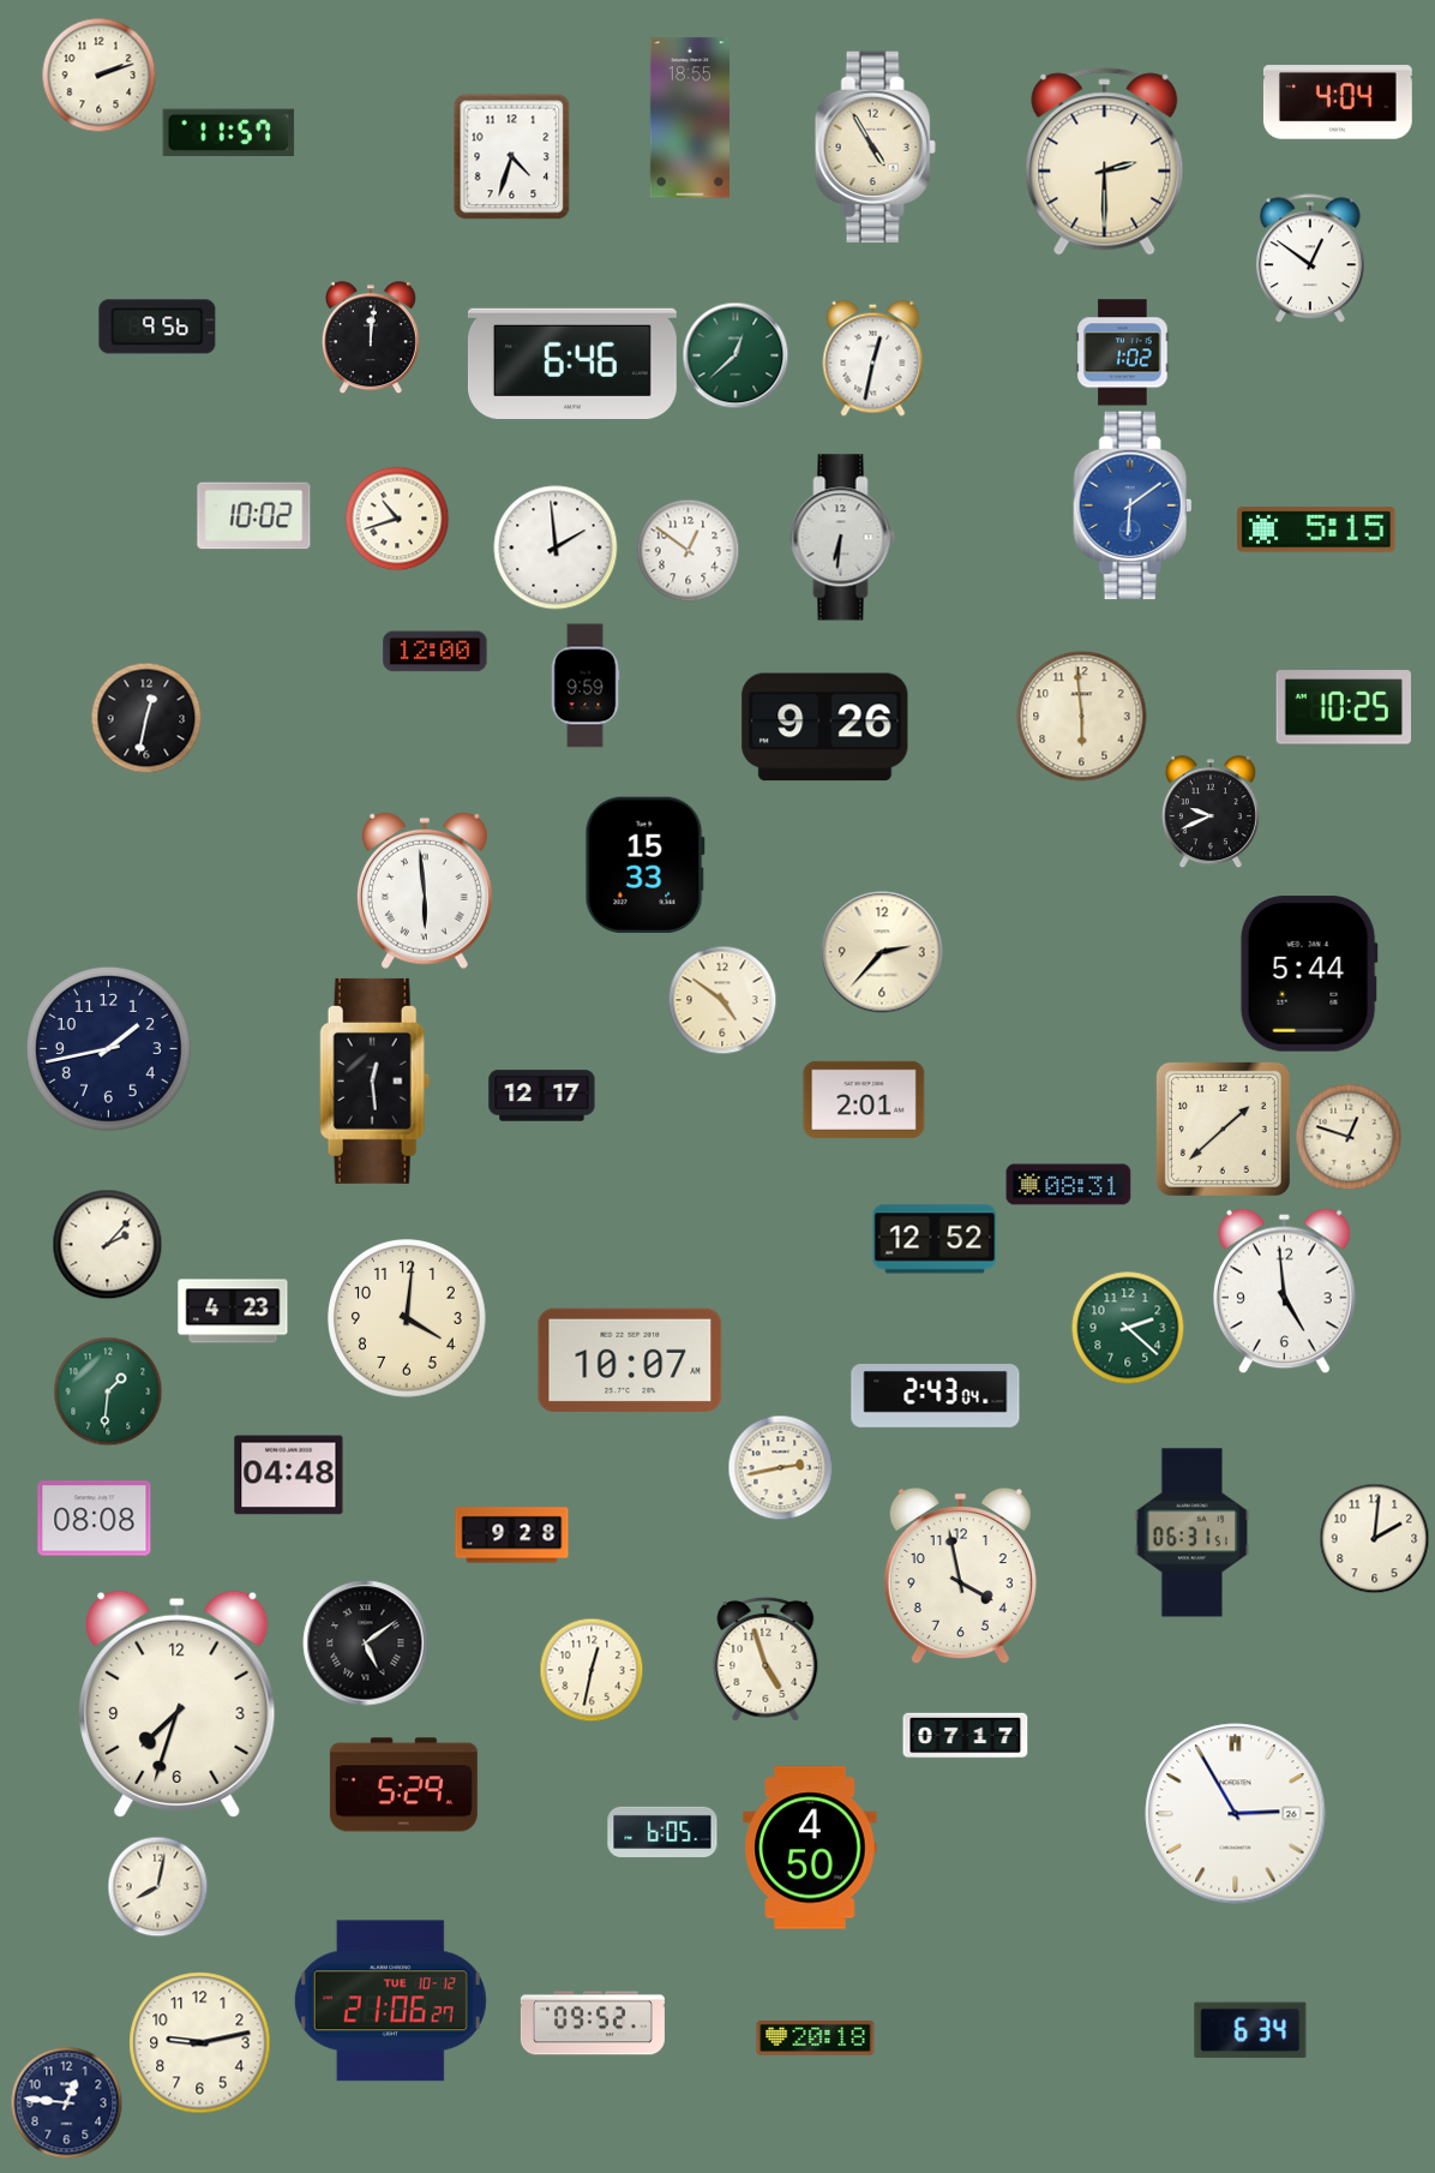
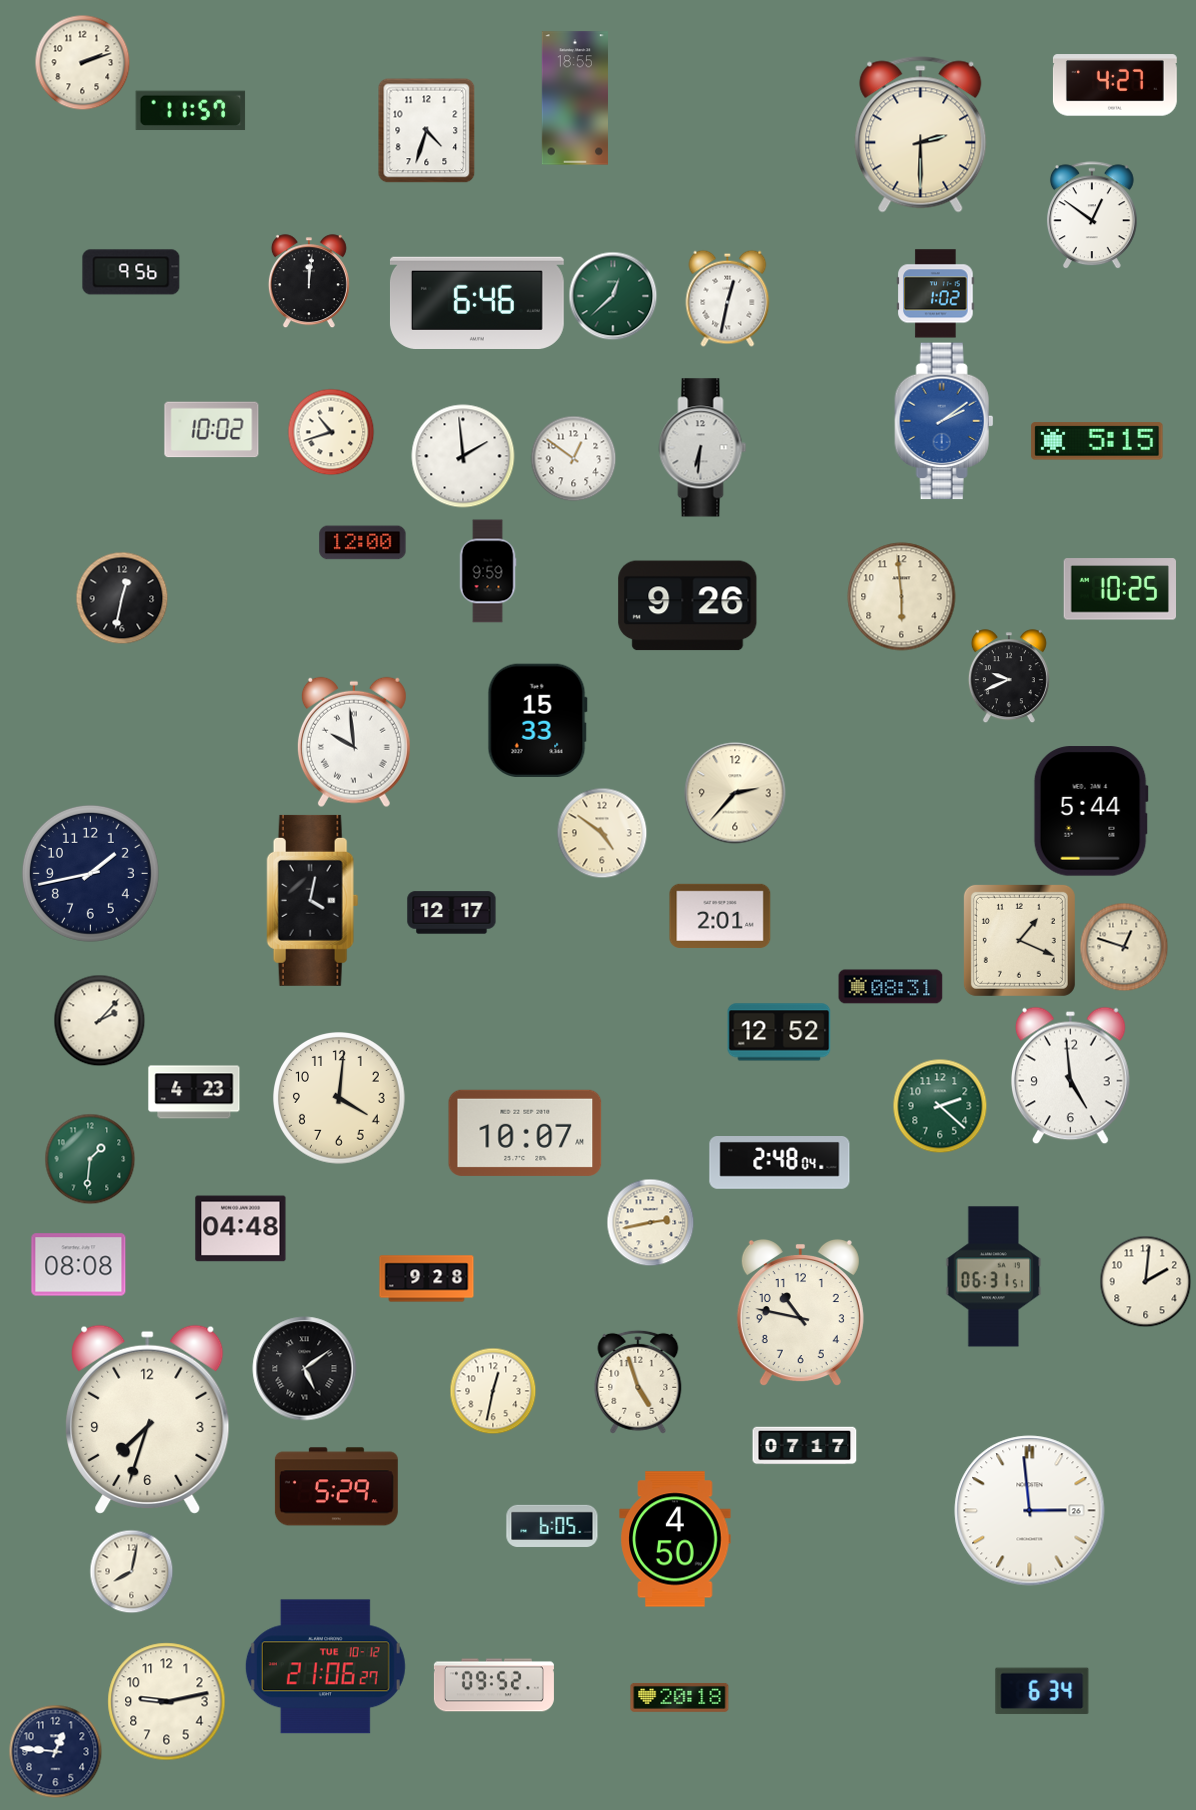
clock at (1338, 102): 4:04 -> 4:27
clock at (875, 148): 4:55 -> none
clock at (1133, 505): 6:09 -> 2:09
clock at (425, 891): 5:59 -> 9:59
clock at (376, 1080): 12:29 -> 4:02
clock at (1223, 1129): 1:38 -> 1:19
clock at (107, 1244) position: (107, 1244) -> (99, 1020)
clock at (936, 1396): 2:43 -> 2:48
clock at (960, 1578): 3:58 -> 10:47
clock at (1236, 1814): 2:55 -> 2:59
